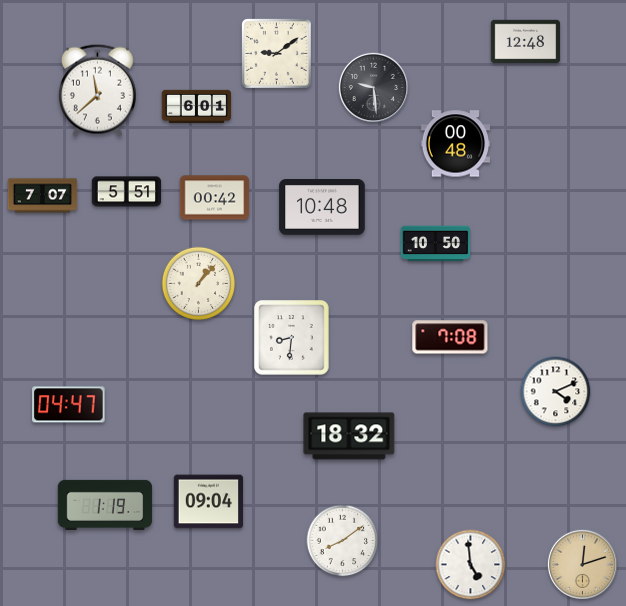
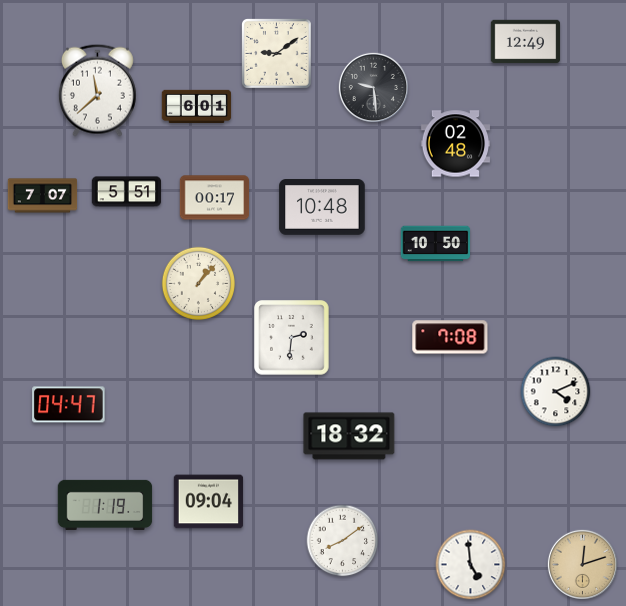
clock at (526, 42): 12:48 -> 12:49
clock at (456, 144): 00:48 -> 02:48
clock at (215, 198): 00:42 -> 00:17
clock at (292, 338): 8:31 -> 2:31
